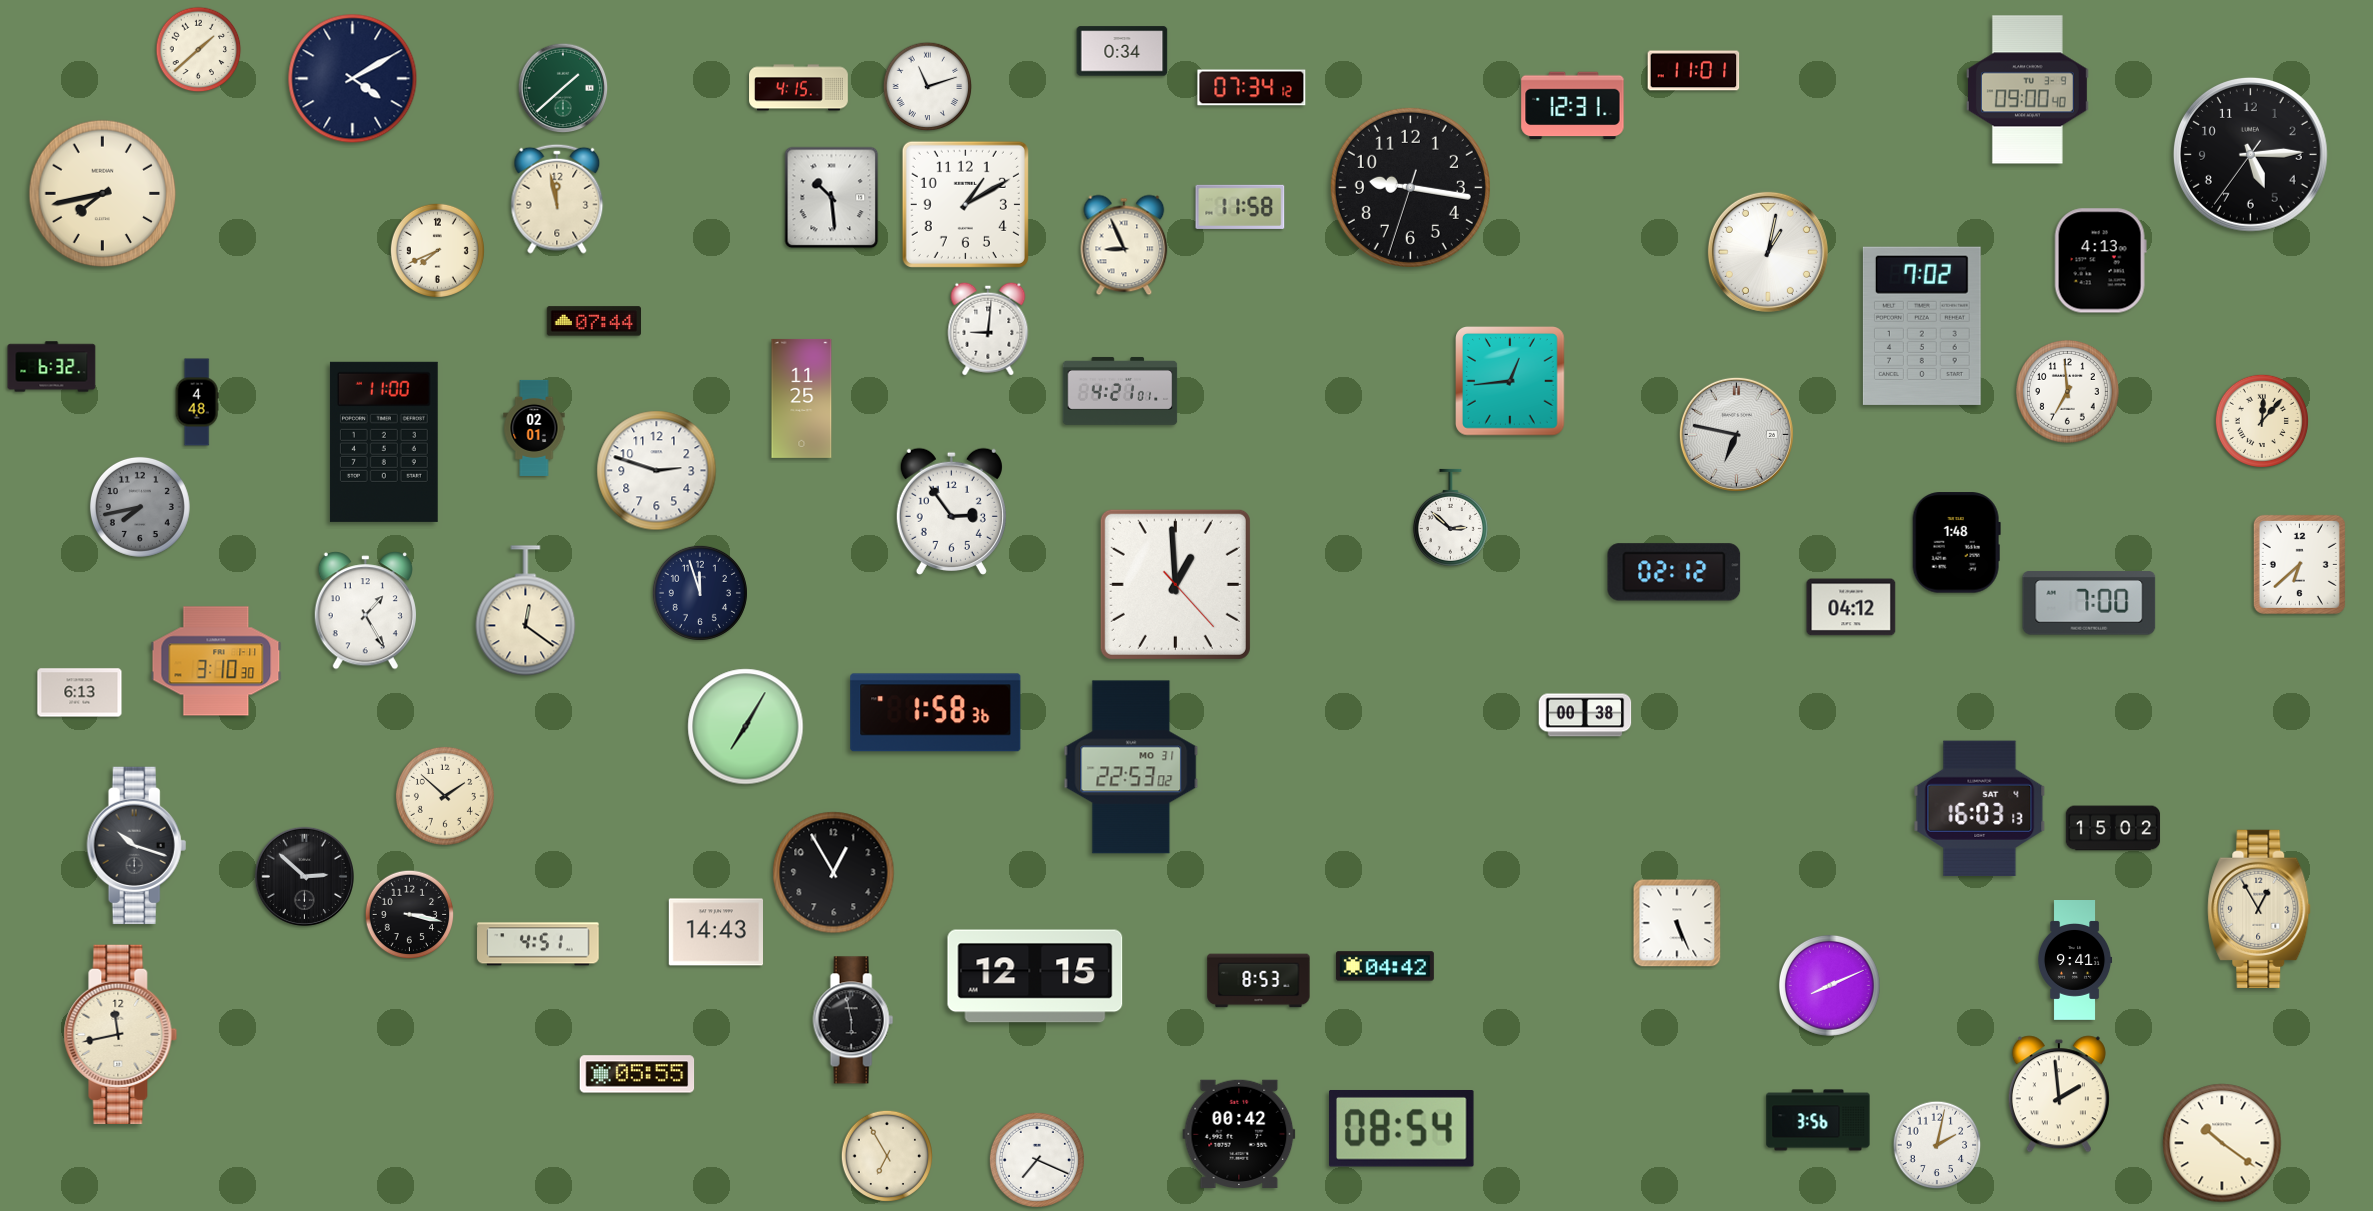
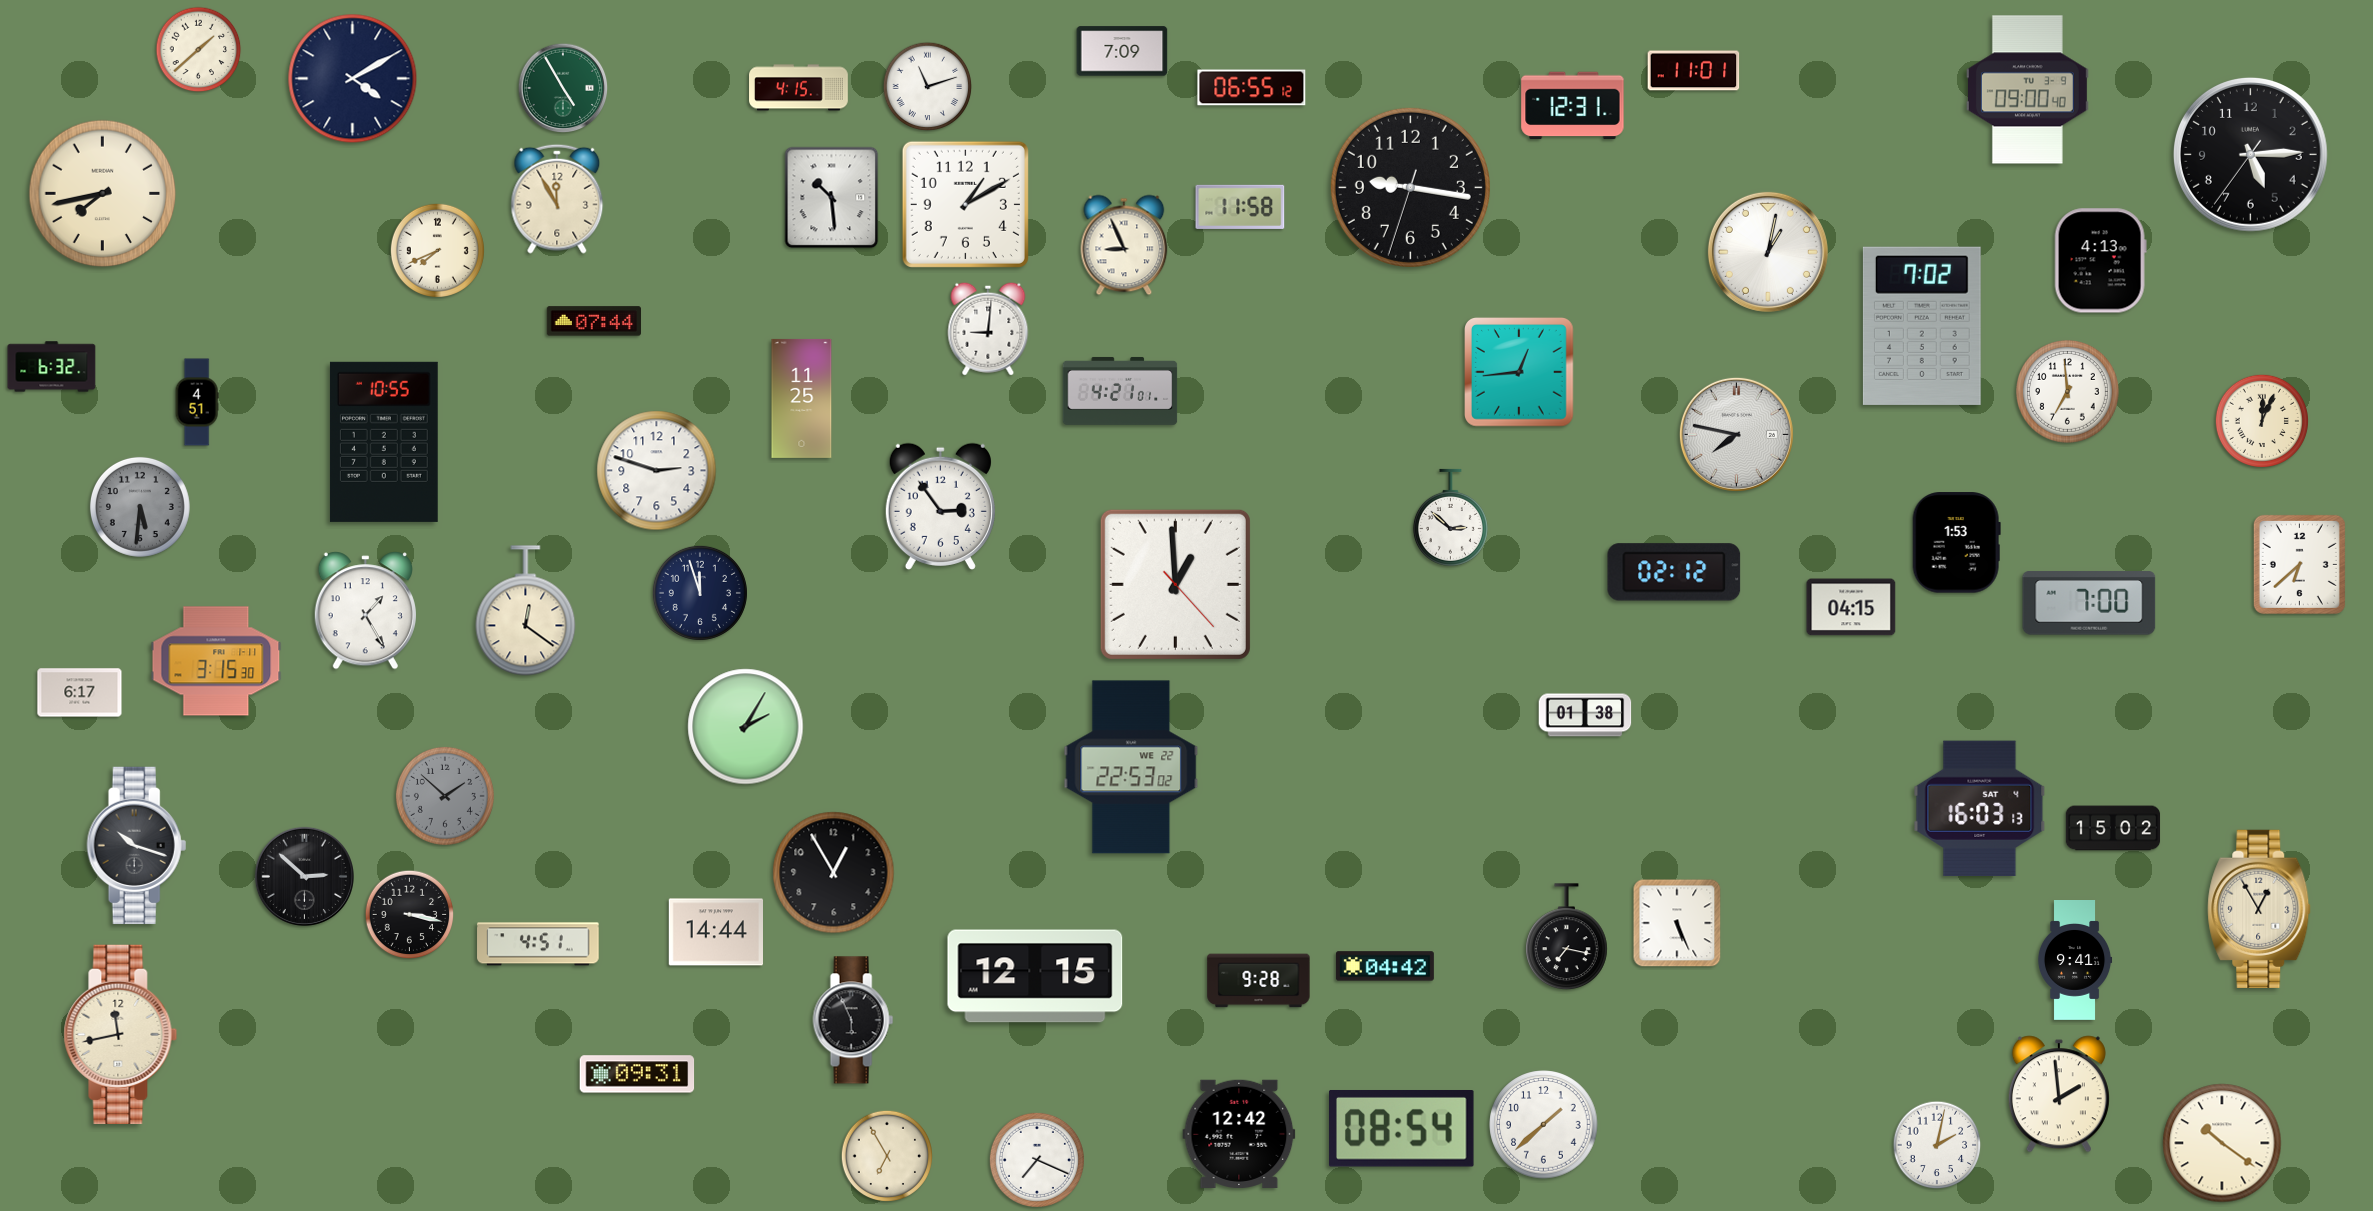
clock at (1122, 51): 0:34 -> 7:09
clock at (563, 88): 1:38 -> 4:55
clock at (1252, 88): 07:34 -> 06:55
clock at (557, 199): 11:58 -> 11:55
clock at (1511, 382) position: (1511, 382) -> (1520, 373)
clock at (197, 402): 4:48 -> 4:51
clock at (2262, 421): 12:07 -> 12:04
clock at (534, 428): 02:01 -> none
clock at (1736, 434): 6:47 -> 7:47
clock at (384, 442): 11:00 -> 10:55
clock at (140, 507): 7:43 -> 5:31
clock at (951, 511) position: (951, 511) -> (940, 506)
clock at (1956, 543): 1:48 -> 1:53
clock at (1851, 607): 04:12 -> 04:15
clock at (216, 661): 3:10 -> 3:15
clock at (80, 693): 6:13 -> 6:17
clock at (936, 713): 1:58 -> none
clock at (1585, 715): 00:38 -> 01:38
clock at (746, 727): 7:05 -> 2:05
clock at (1131, 767) date: MO 31 -> WE 22
clock at (445, 796) dial: cream -> grey
clock at (715, 932): 14:43 -> 14:44
clock at (1567, 937): none -> 7:17
clock at (1259, 981): 8:53 -> 9:28
clock at (1829, 985): 8:11 -> none
clock at (853, 1020): 5:58 -> 5:56
clock at (637, 1074): 05:55 -> 09:31
clock at (1818, 1120): 3:56 -> none
clock at (1544, 1125): none -> 1:38
clock at (1239, 1134): 00:42 -> 12:42
